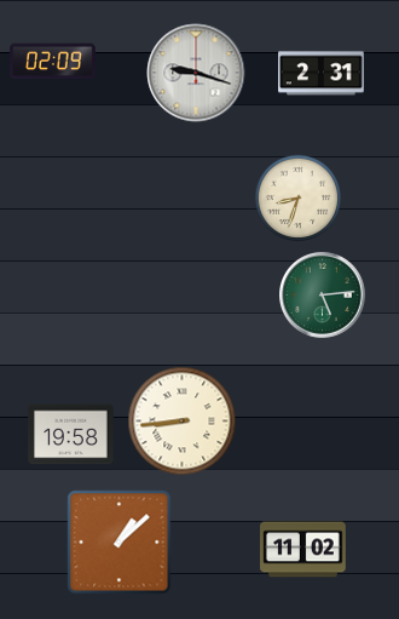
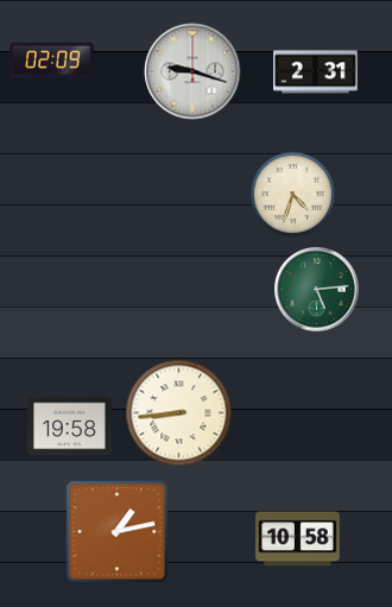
clock at (299, 199): 8:33 -> 4:33
clock at (120, 543): 1:08 -> 1:13
clock at (303, 550): 11:02 -> 10:58
